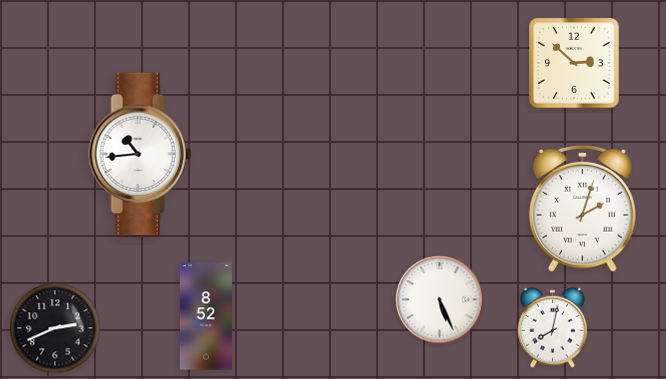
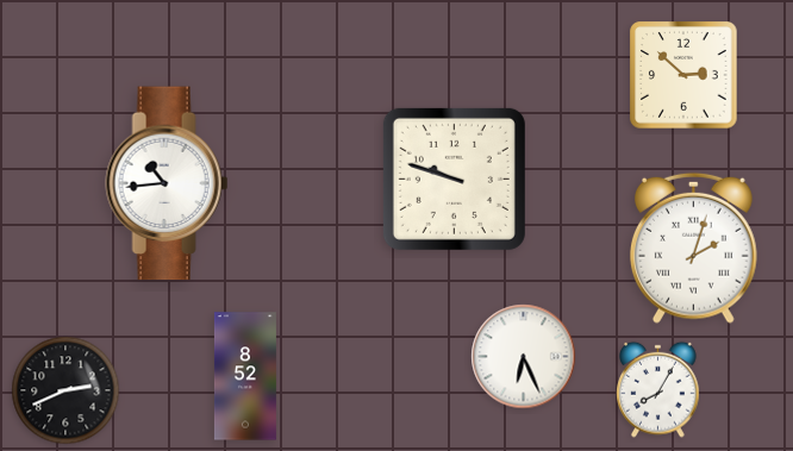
clock at (454, 178): none -> 9:48
clock at (440, 300): 5:26 -> 6:26
clock at (553, 327): 8:02 -> 8:05
